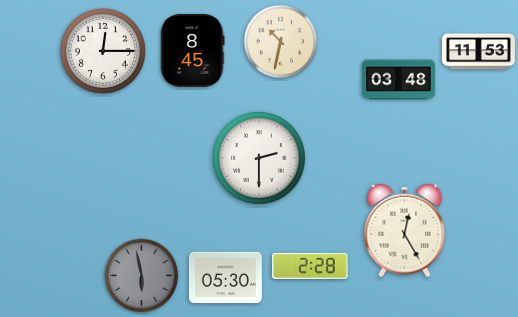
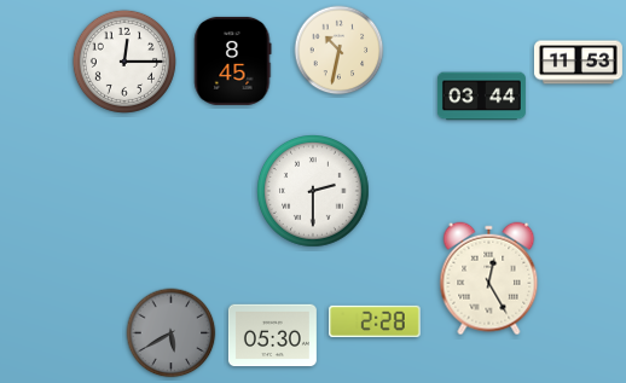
clock at (398, 80): 03:48 -> 03:44
clock at (142, 276): 5:58 -> 5:40
